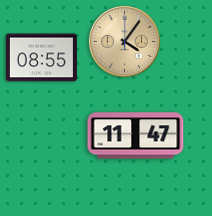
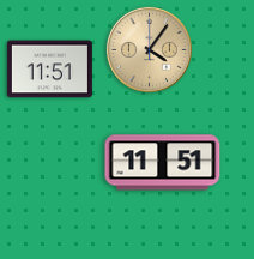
clock at (41, 58): 08:55 -> 11:51
clock at (136, 136): 11:47 -> 11:51
